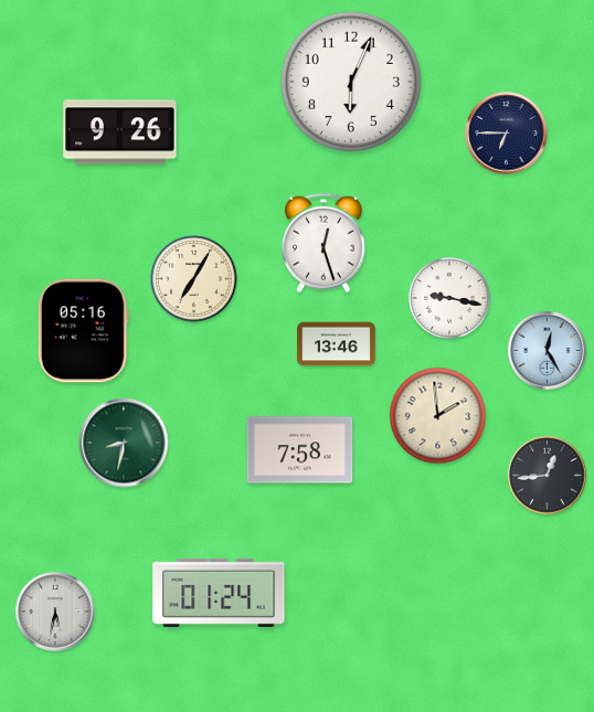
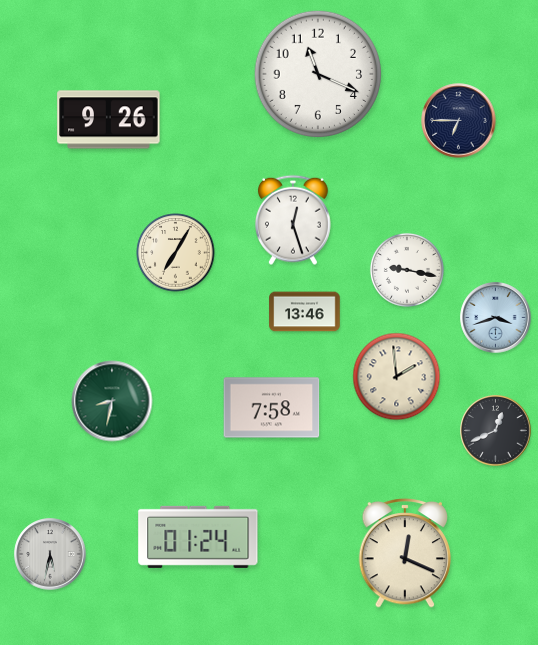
clock at (350, 81): 6:04 -> 11:19
clock at (83, 331): 05:16 -> none
clock at (548, 351): 12:25 -> 3:42
clock at (548, 476): 12:44 -> 12:41
clock at (405, 553): none -> 12:19
